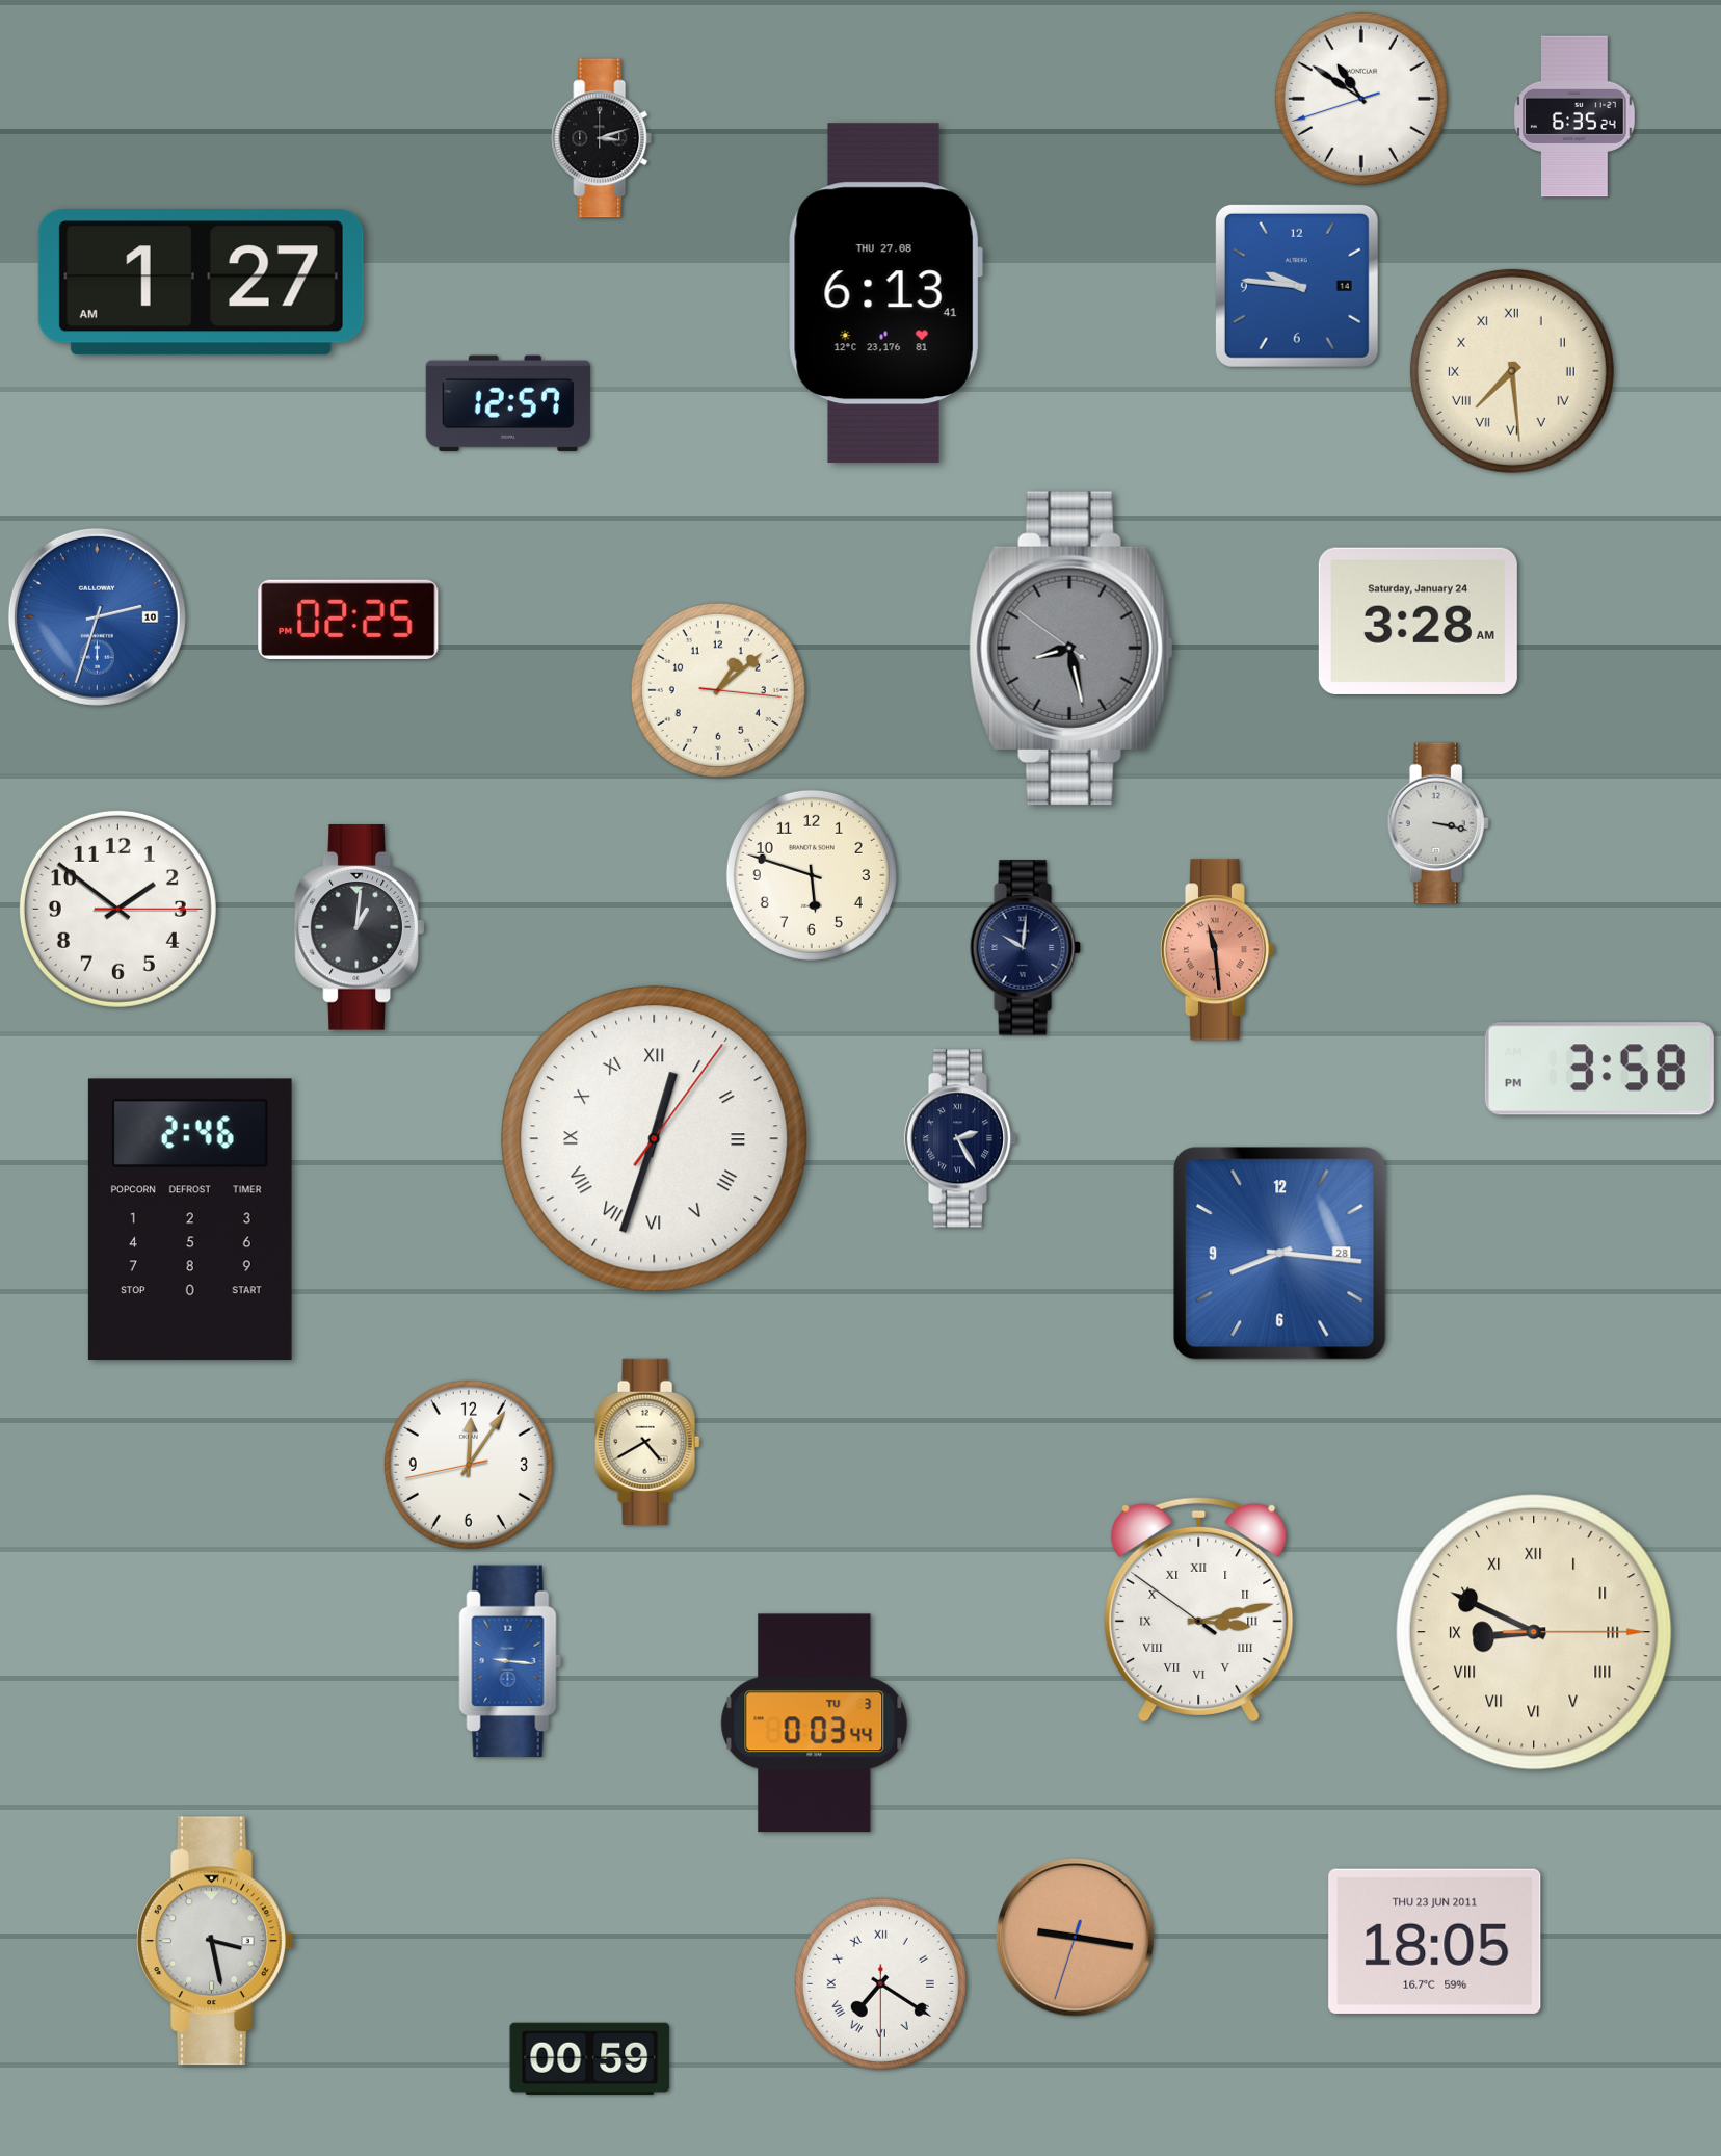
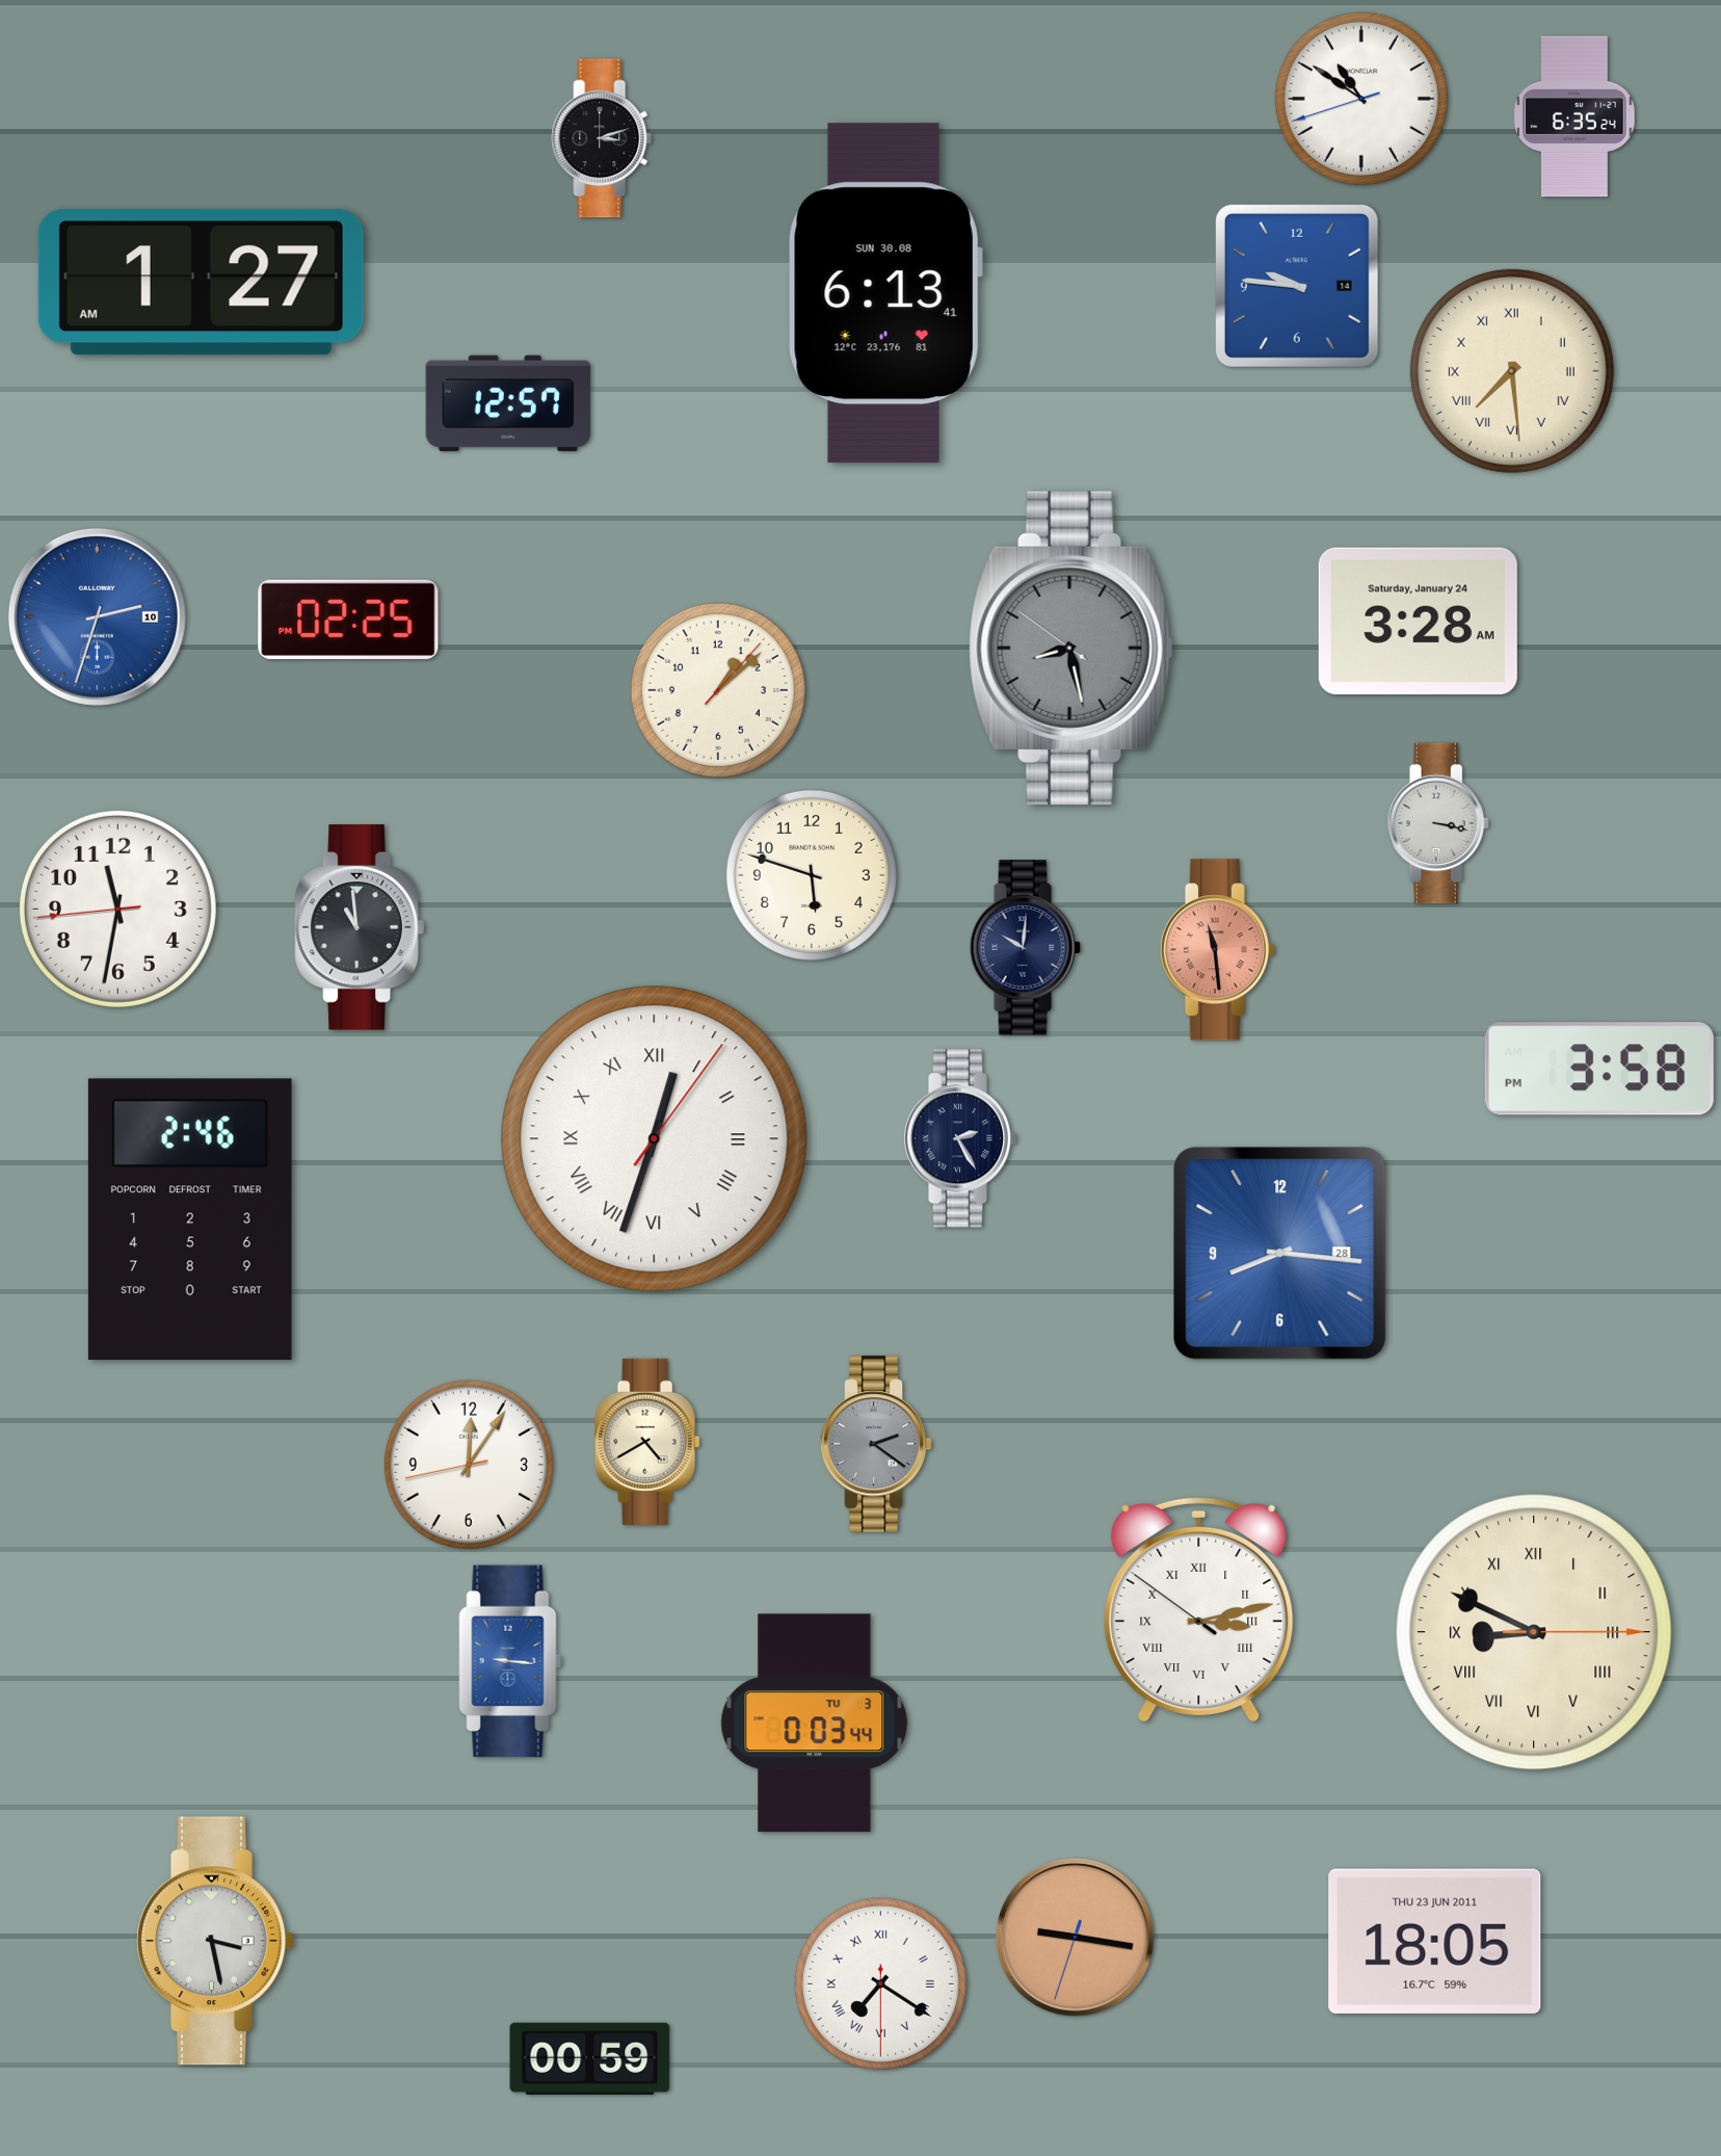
clock at (885, 293) date: THU 27.08 -> SUN 30.08
clock at (718, 690): 1:08:16 -> 1:08:07
clock at (117, 909): 1:51 -> 11:31
clock at (360, 927): 1:01 -> 10:59
clock at (876, 1444): none -> 2:21
